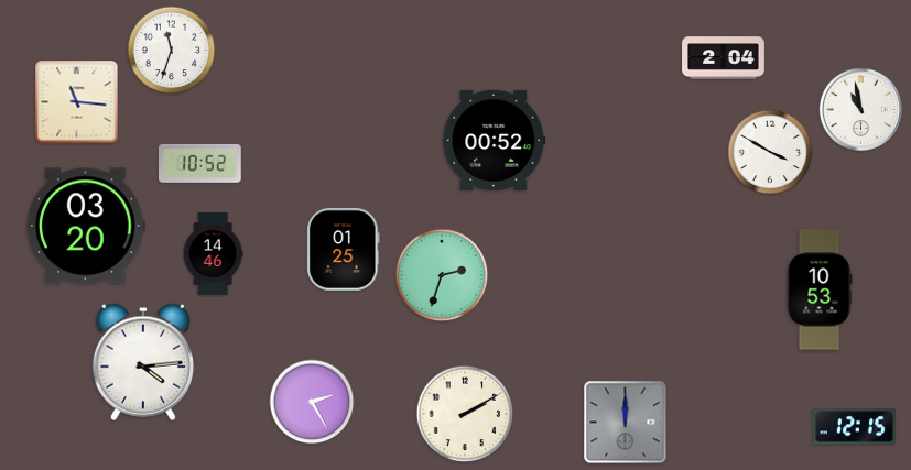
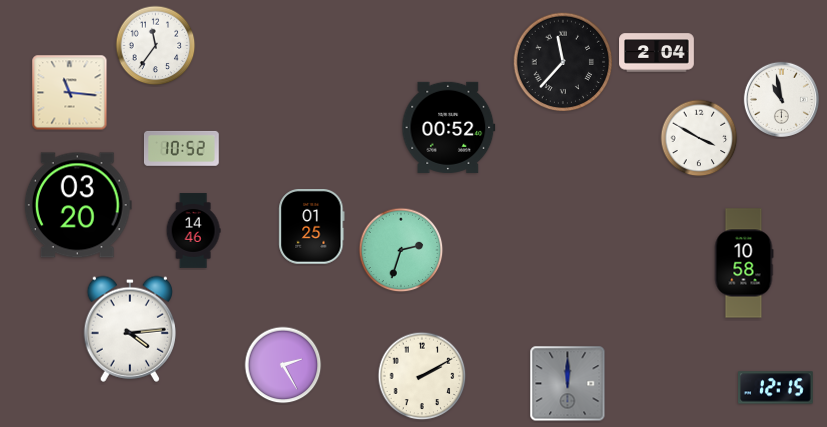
clock at (172, 51): 11:33 -> 11:36
clock at (563, 62): none -> 11:37
clock at (820, 289): 10:53 -> 10:58
